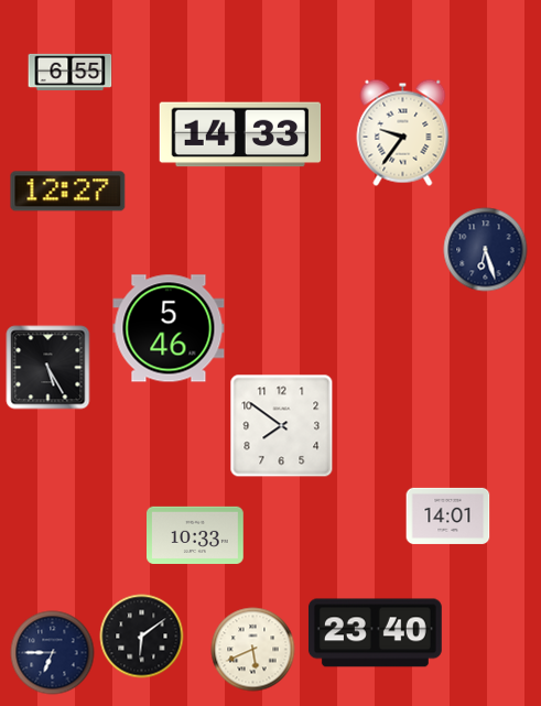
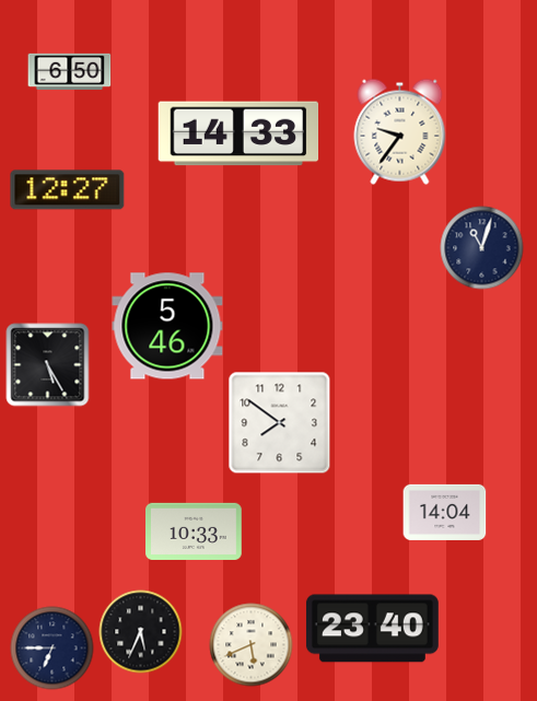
clock at (71, 73): 6:55 -> 6:50
clock at (486, 250): 6:27 -> 11:03
clock at (448, 515): 14:01 -> 14:04
clock at (142, 637): 6:09 -> 5:34
